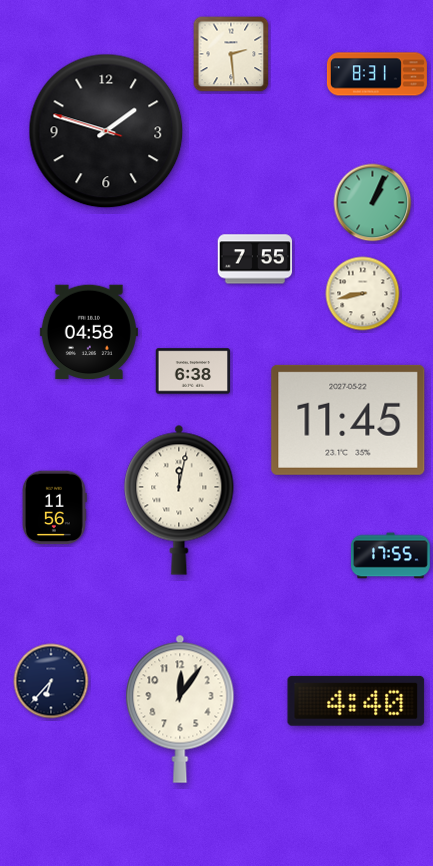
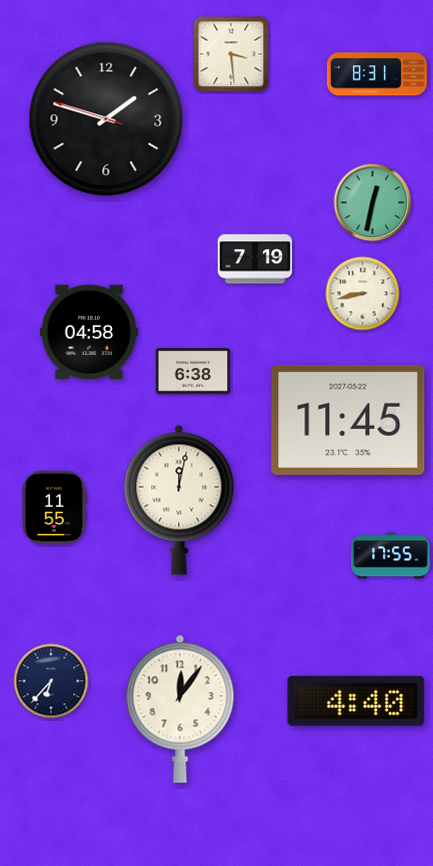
clock at (231, 54): 2:29 -> 3:29
clock at (106, 131) position: (106, 131) -> (106, 119)
clock at (373, 203): 1:04 -> 12:32
clock at (255, 259): 7:55 -> 7:19
clock at (54, 508): 11:56 -> 11:55
